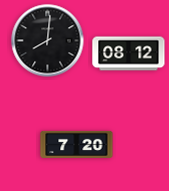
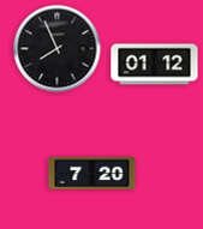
clock at (48, 41): 8:01 -> 7:56
clock at (129, 54): 08:12 -> 01:12
